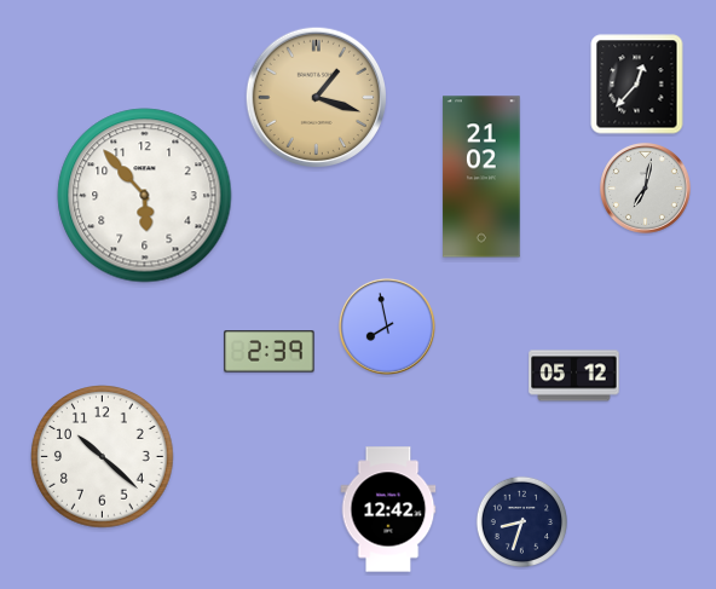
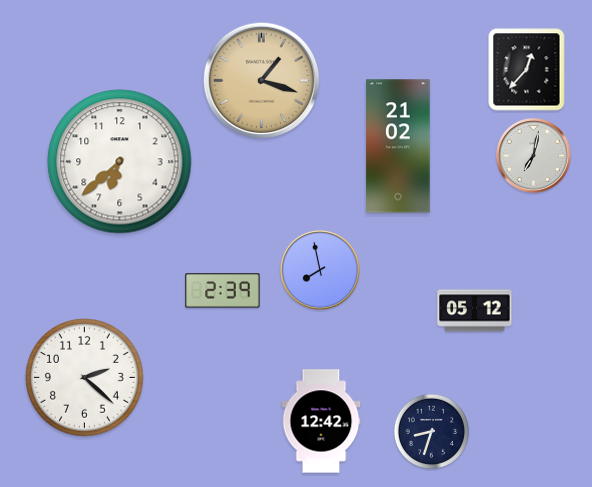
clock at (145, 196): 5:53 -> 6:38
clock at (103, 457): 10:22 -> 2:22
